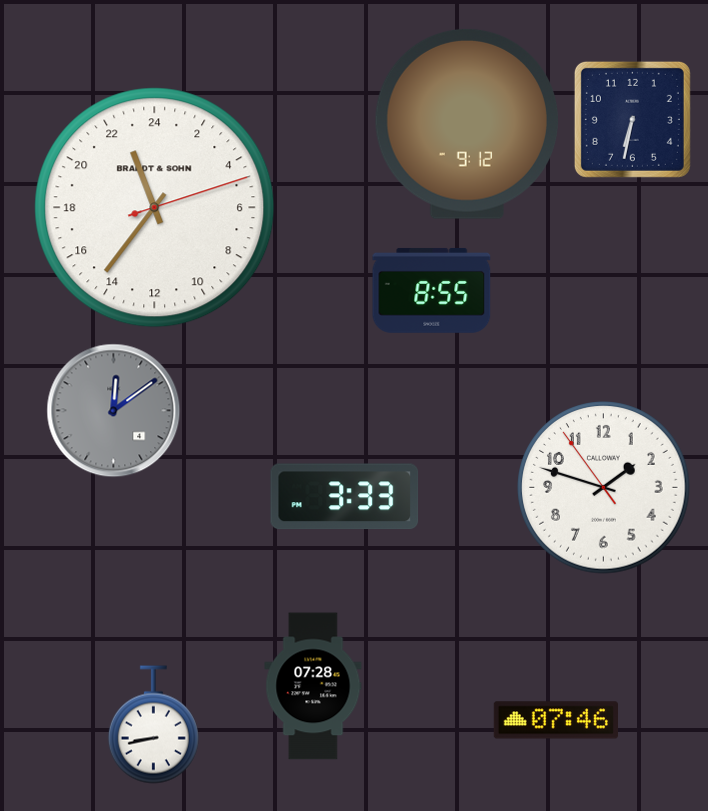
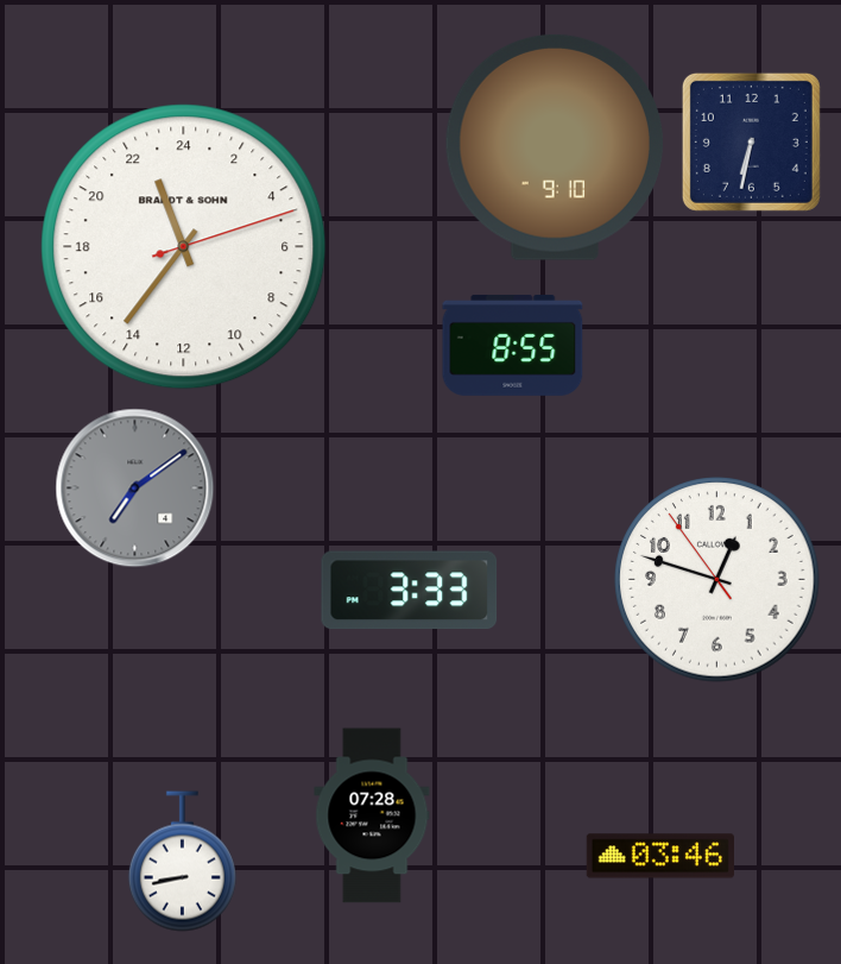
clock at (467, 124): 9:12 -> 9:10
clock at (114, 411): 12:09 -> 7:09
clock at (604, 488): 1:47 -> 12:47
clock at (555, 720): 07:46 -> 03:46
